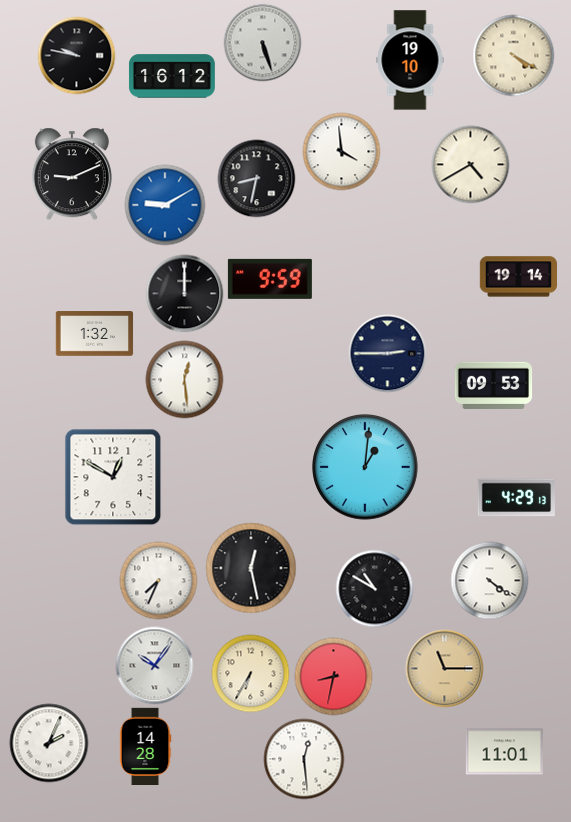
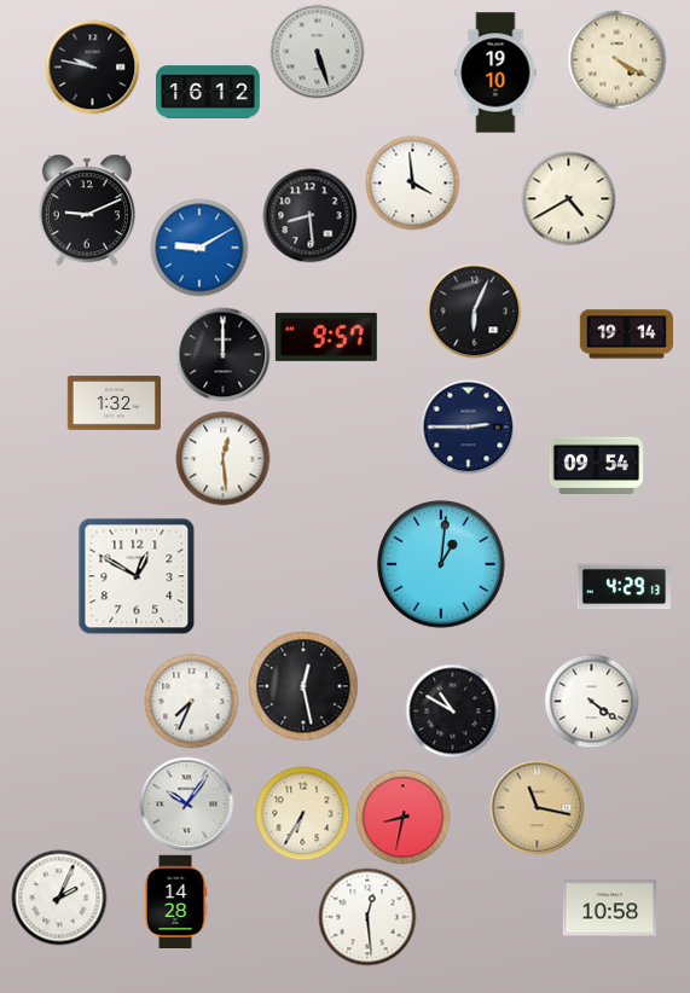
clock at (513, 55) position: (513, 55) -> (616, 59)
clock at (256, 178): 8:32 -> 8:29
clock at (474, 310): none -> 6:04
clock at (270, 279): 9:59 -> 9:57
clock at (493, 385): 09:53 -> 09:54
clock at (516, 498) position: (516, 498) -> (624, 587)
clock at (444, 668): 11:15 -> 11:17
clock at (504, 752): 11:01 -> 10:58
